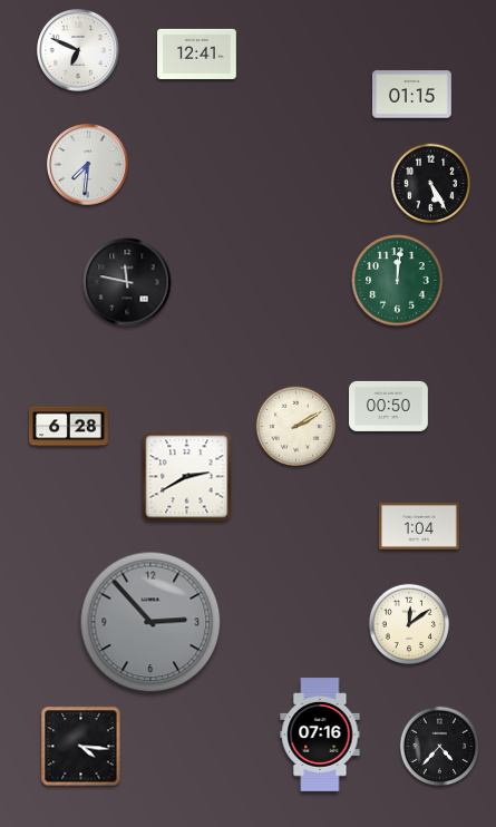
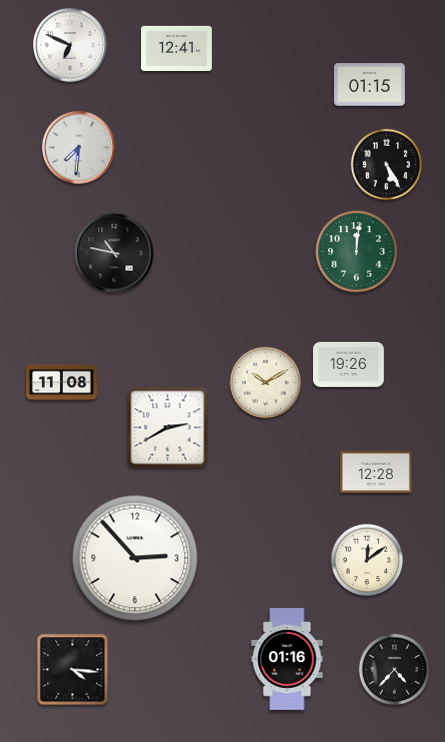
clock at (127, 282): 11:47 -> 10:47
clock at (389, 406): 00:50 -> 19:26
clock at (69, 427): 6:28 -> 11:08
clock at (296, 427): 2:10 -> 10:10
clock at (419, 526): 1:04 -> 12:28
clock at (150, 622) dial: grey -> white
clock at (320, 736): 07:16 -> 01:16
